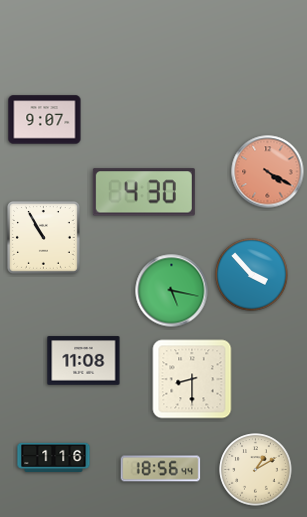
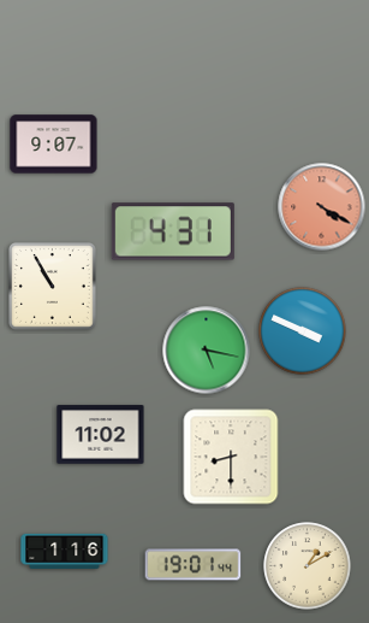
clock at (144, 192): 4:30 -> 4:31
clock at (252, 275): 3:53 -> 3:49
clock at (84, 361): 11:08 -> 11:02
clock at (161, 469): 18:56 -> 19:01
